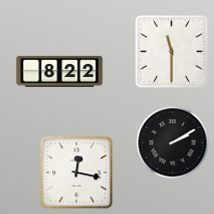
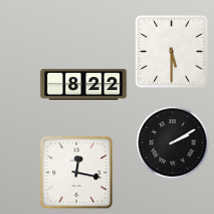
clock at (172, 52): 11:30 -> 5:30
clock at (60, 71) position: (60, 71) -> (84, 84)
